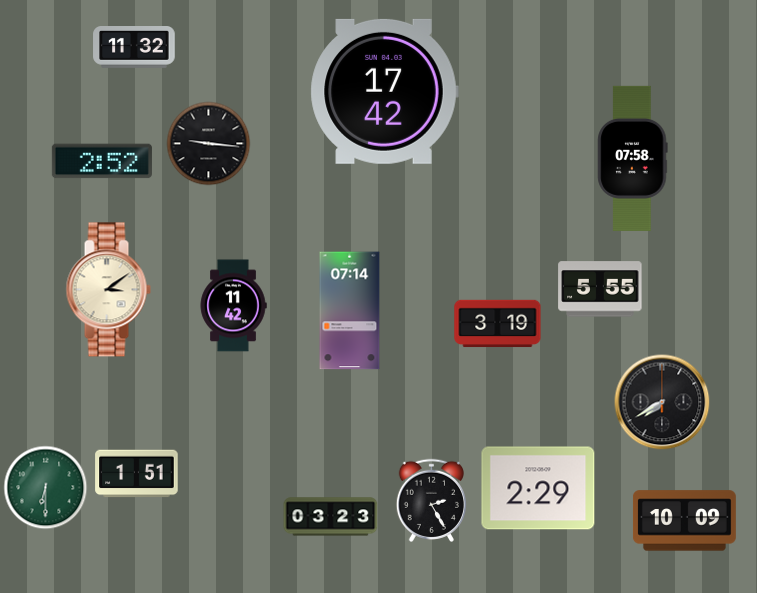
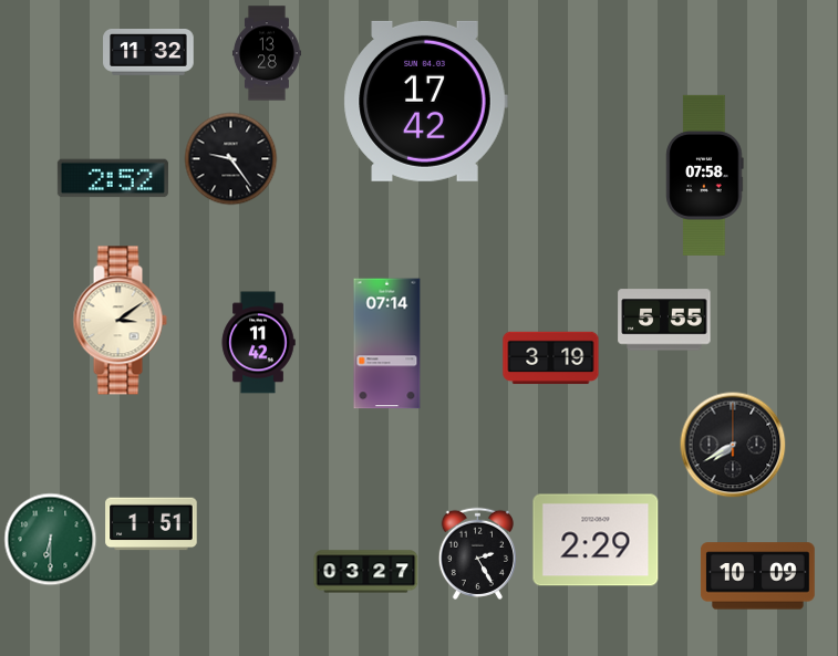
clock at (267, 53): none -> 13:28
clock at (209, 144): 9:16 -> 9:24
clock at (633, 158) position: (633, 158) -> (705, 175)
clock at (233, 306) position: (233, 306) -> (258, 343)
clock at (331, 517): 03:23 -> 03:27
